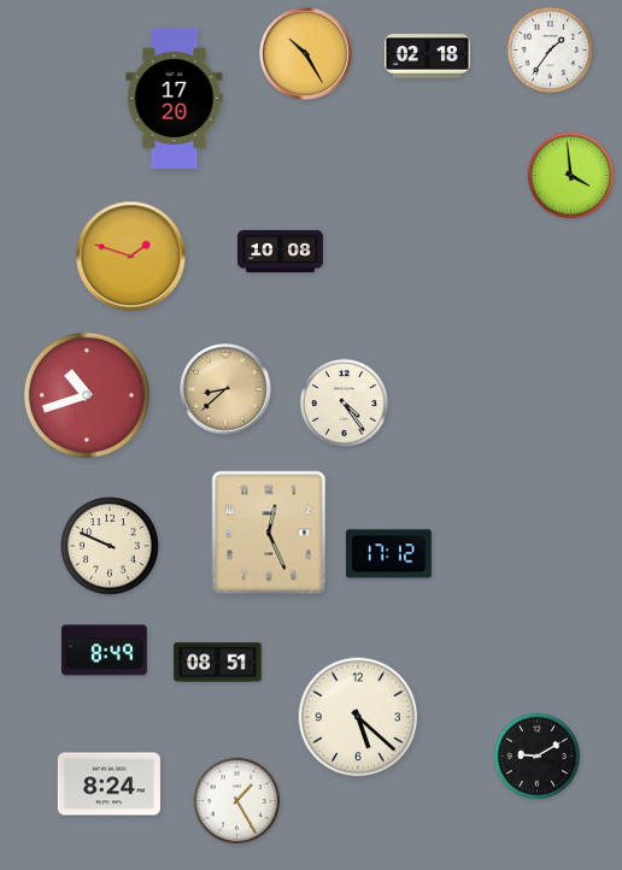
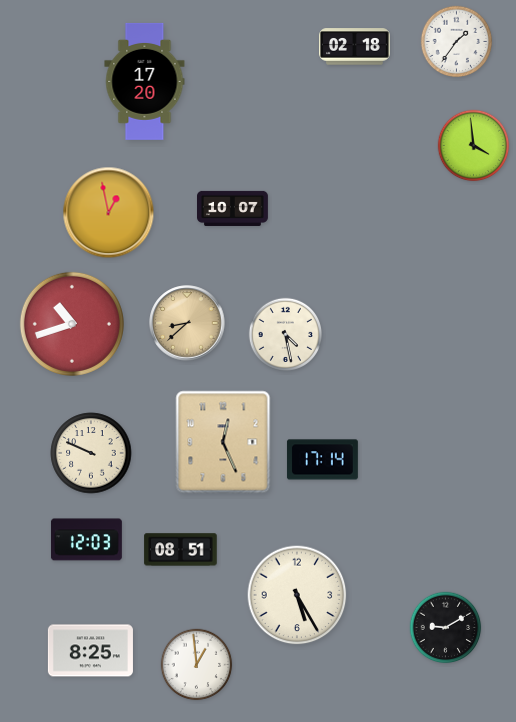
clock at (306, 54): 10:25 -> none
clock at (281, 251): 10:08 -> 10:07
clock at (131, 257): 1:48 -> 12:58
clock at (87, 395) position: (87, 395) -> (72, 324)
clock at (344, 402): 4:24 -> 4:28
clock at (388, 554): 17:12 -> 17:14
clock at (104, 651): 8:49 -> 12:03
clock at (358, 717): 5:22 -> 5:25
clock at (108, 784): 8:24 -> 8:25
clock at (237, 801): 1:25 -> 12:59
